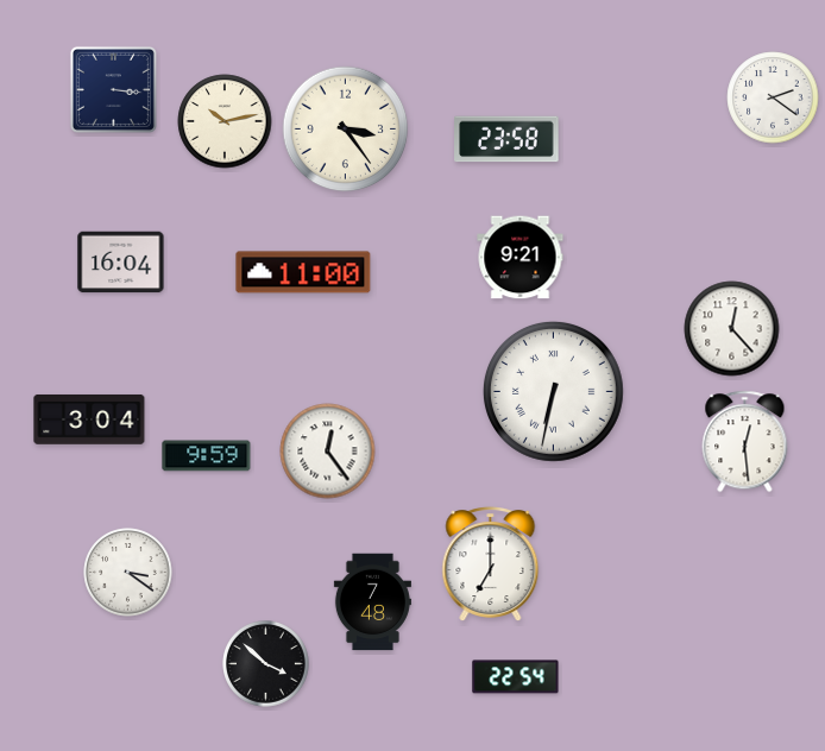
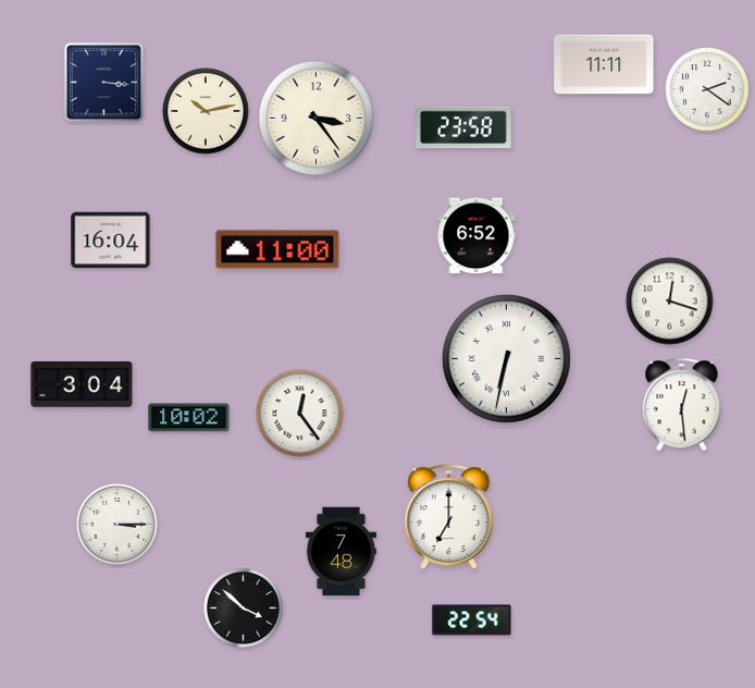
clock at (604, 64): none -> 11:11
clock at (521, 258): 9:21 -> 6:52
clock at (732, 329): 12:23 -> 12:18
clock at (207, 456): 9:59 -> 10:02
clock at (128, 573): 3:21 -> 3:15
